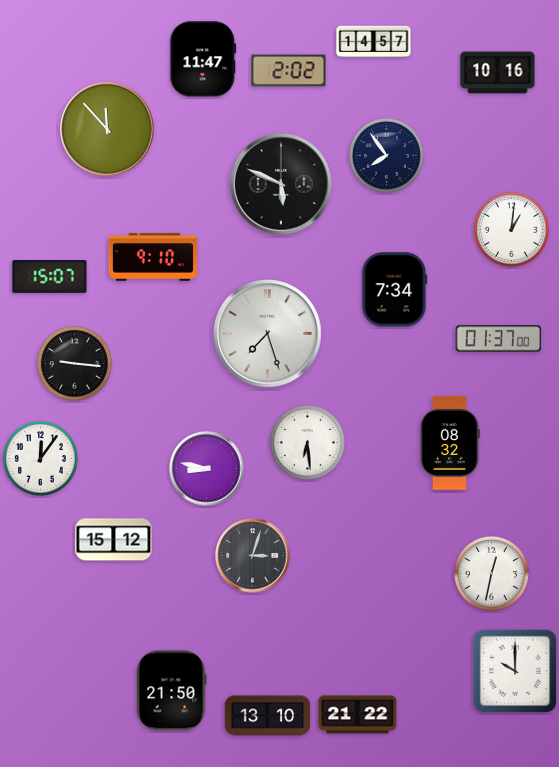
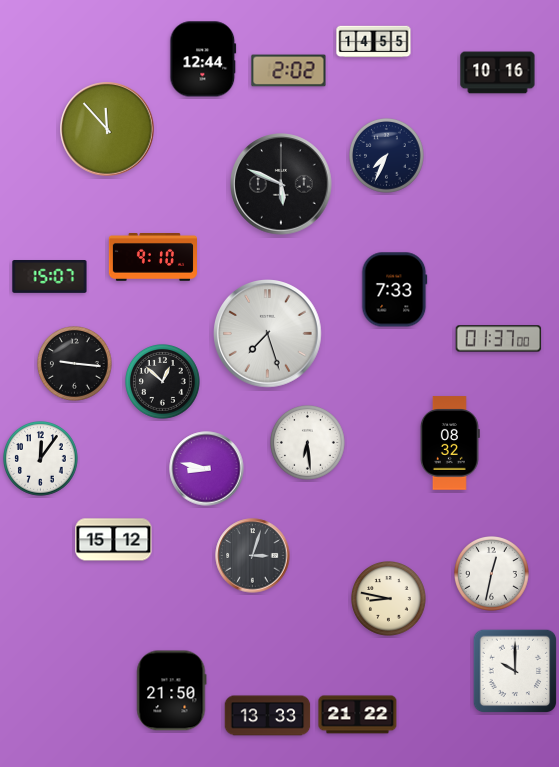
clock at (374, 42): 14:57 -> 14:55
clock at (203, 59): 11:47 -> 12:44
clock at (387, 156): 7:54 -> 7:34
clock at (512, 230): 1:01 -> none
clock at (395, 290): 7:34 -> 7:33
clock at (163, 382): none -> 12:52
clock at (389, 599): none -> 8:47
clock at (268, 716): 13:10 -> 13:33
